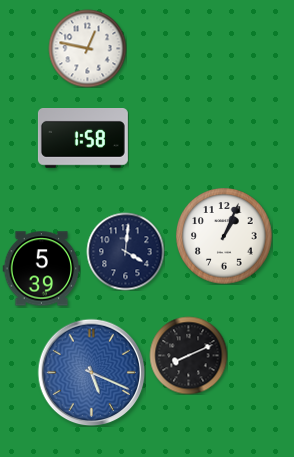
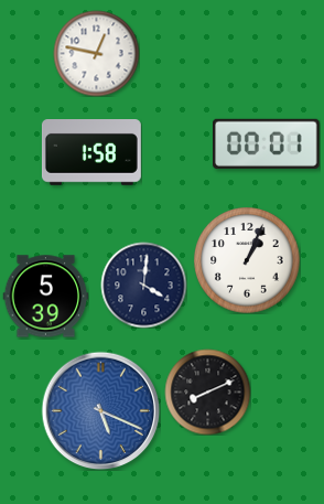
clock at (267, 143): none -> 00:01
clock at (125, 251) position: (125, 251) -> (143, 285)
